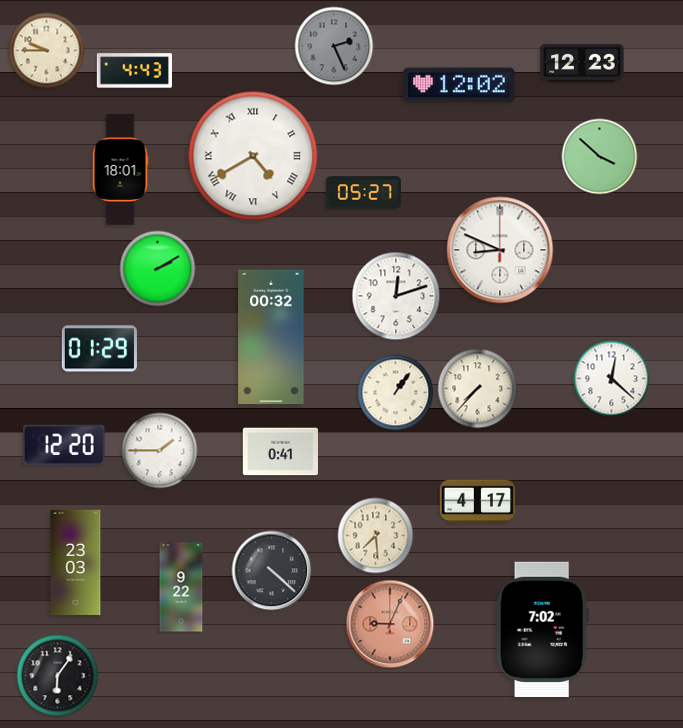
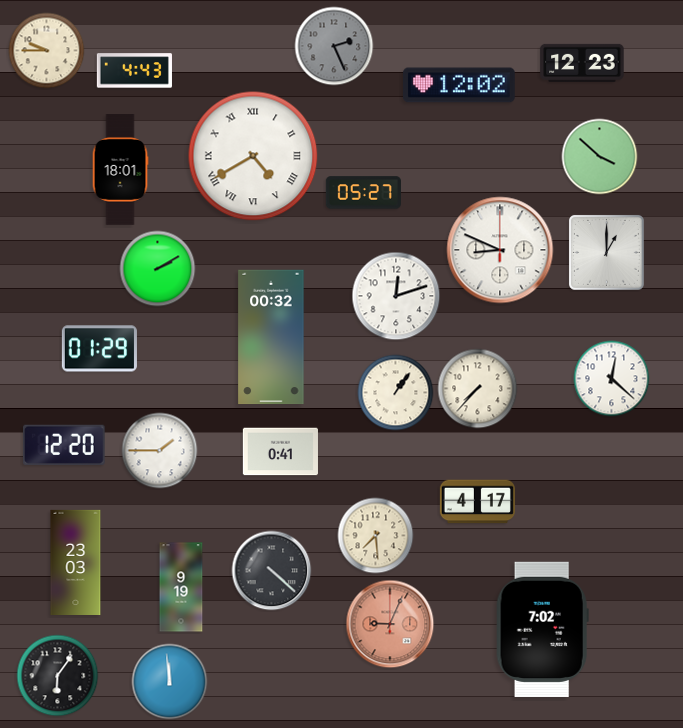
clock at (606, 252): none -> 1:00
clock at (181, 587): 9:22 -> 9:19
clock at (170, 682): none -> 11:59
